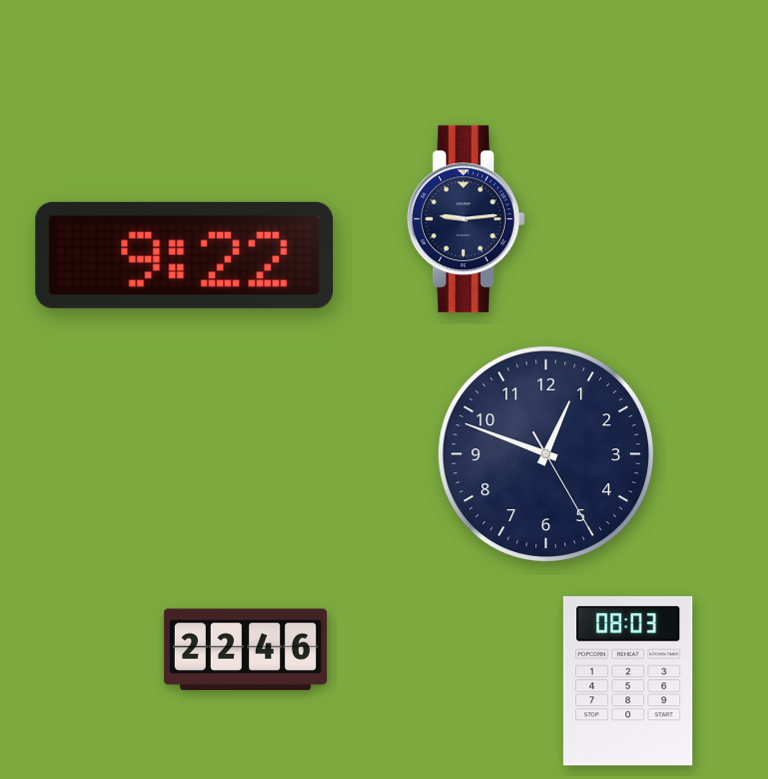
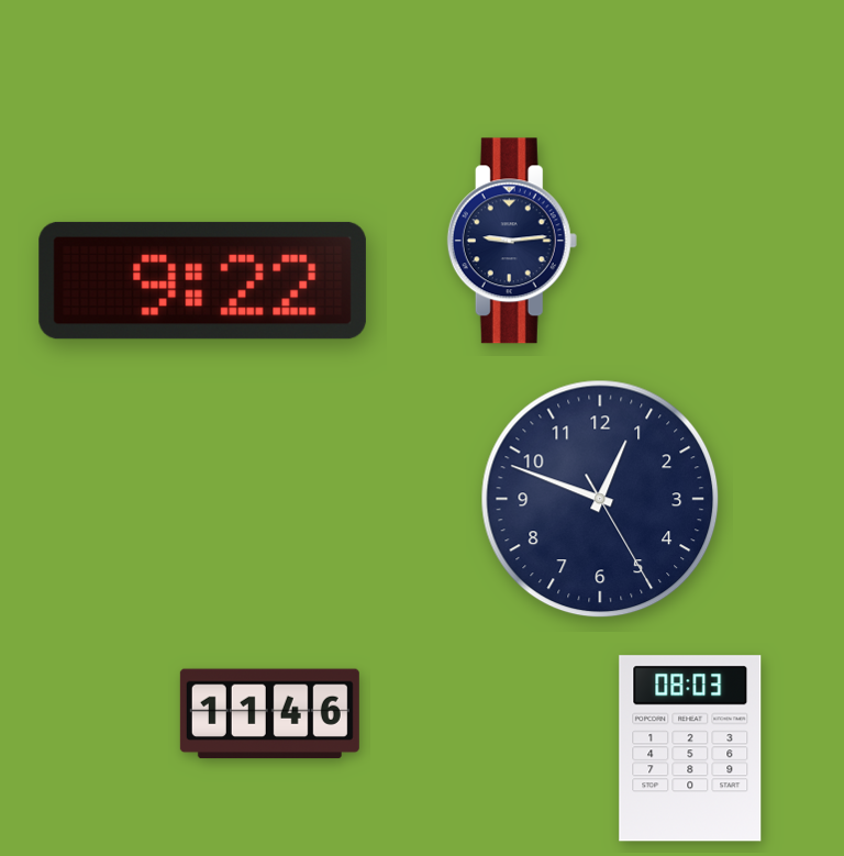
clock at (245, 650): 22:46 -> 11:46
